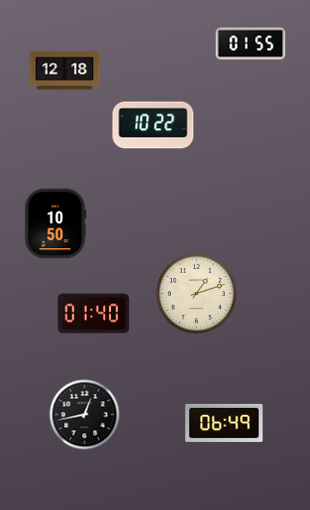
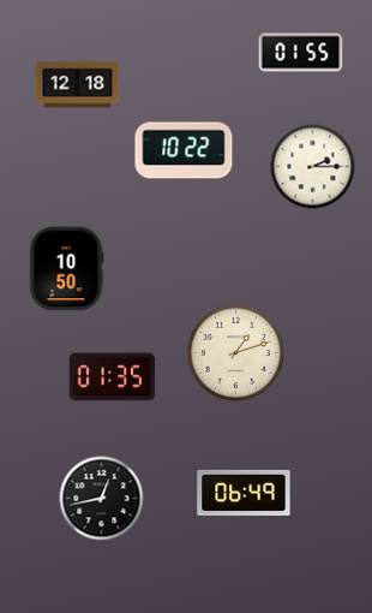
clock at (313, 167): none -> 2:15
clock at (94, 314): 01:40 -> 01:35
clock at (224, 423) position: (224, 423) -> (244, 493)
